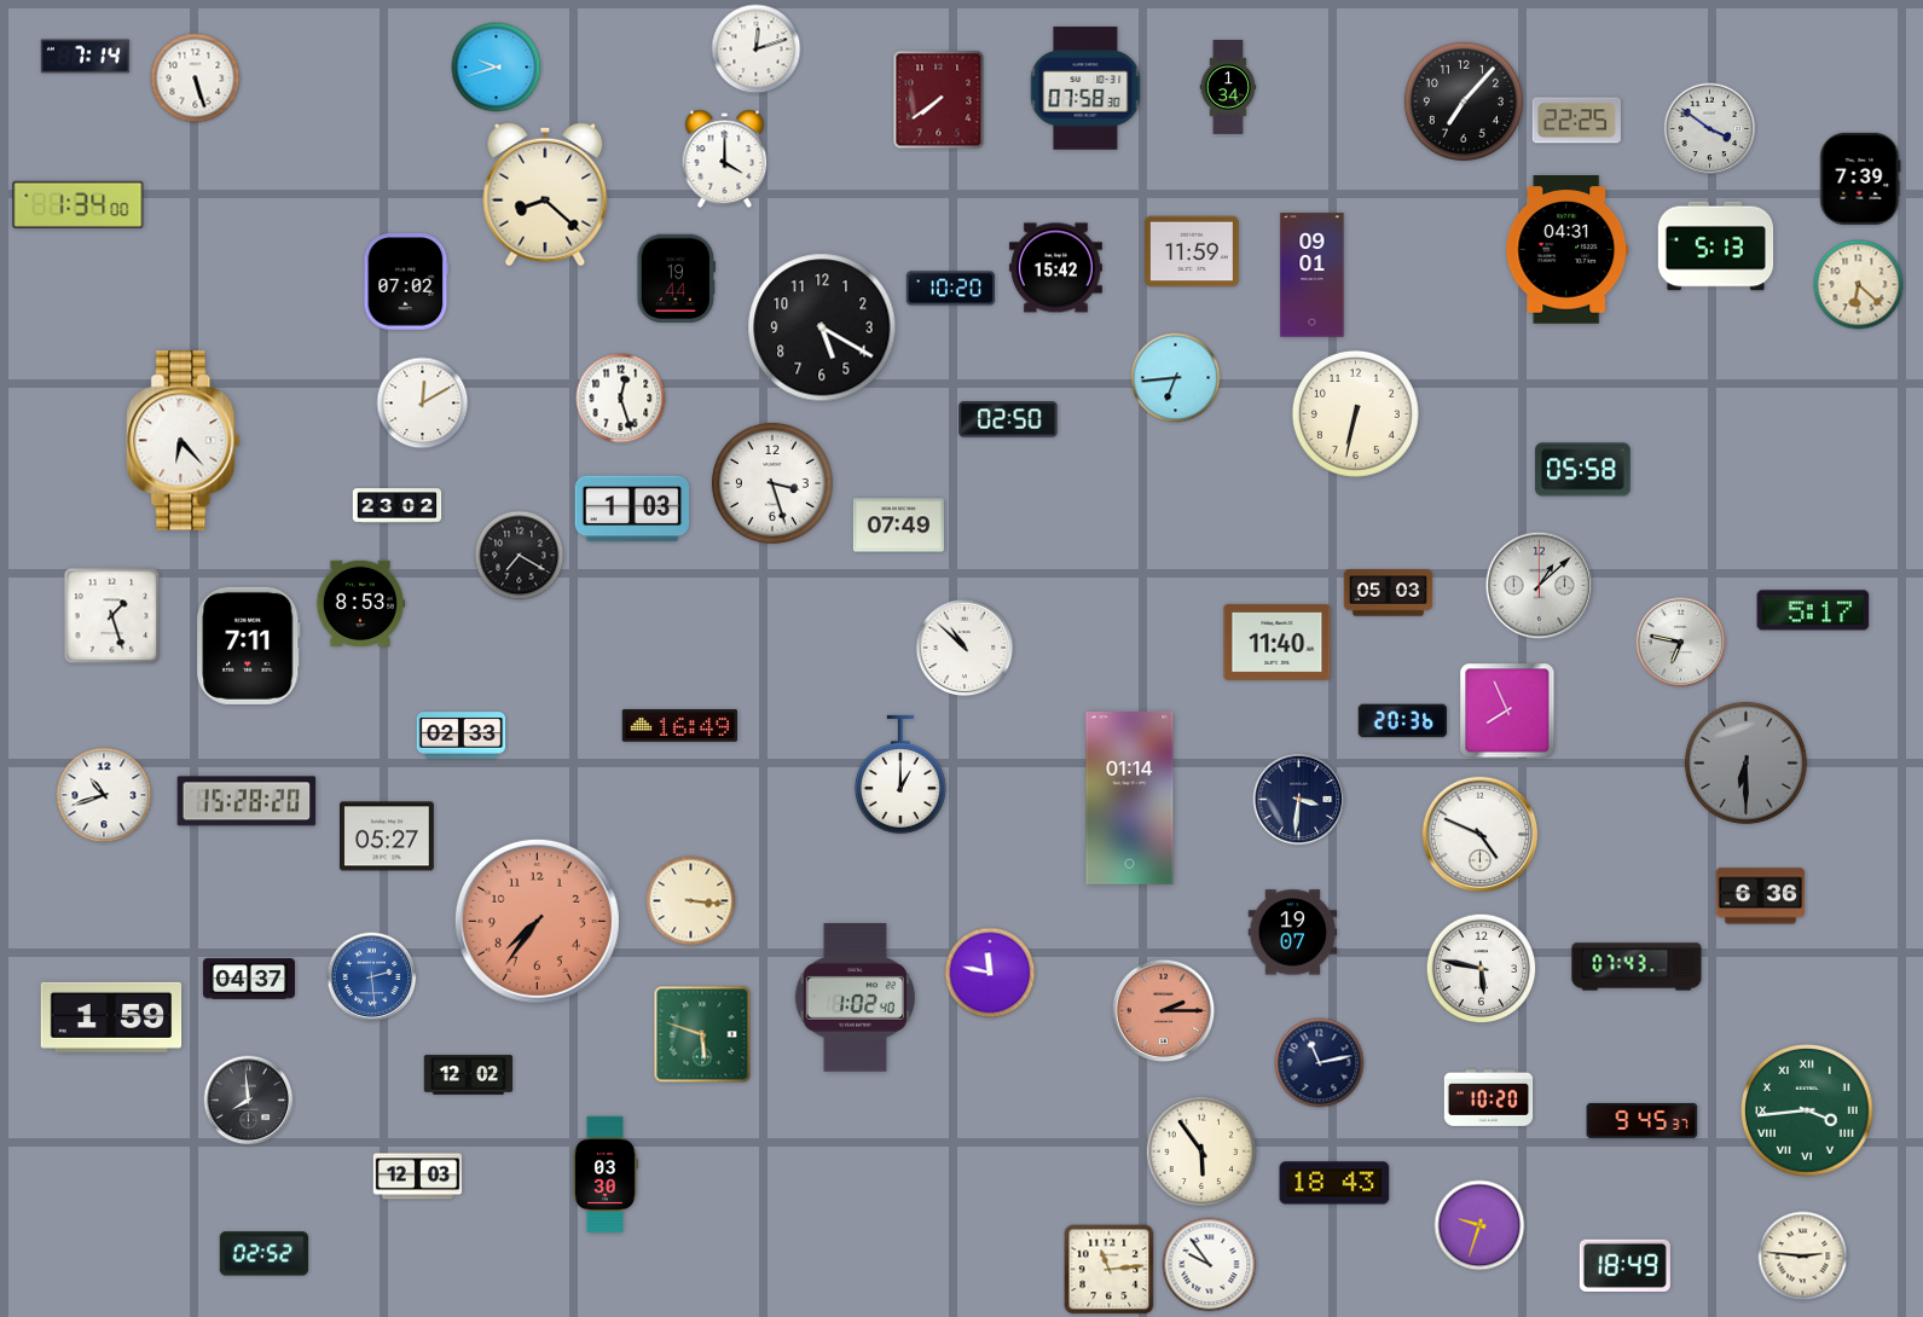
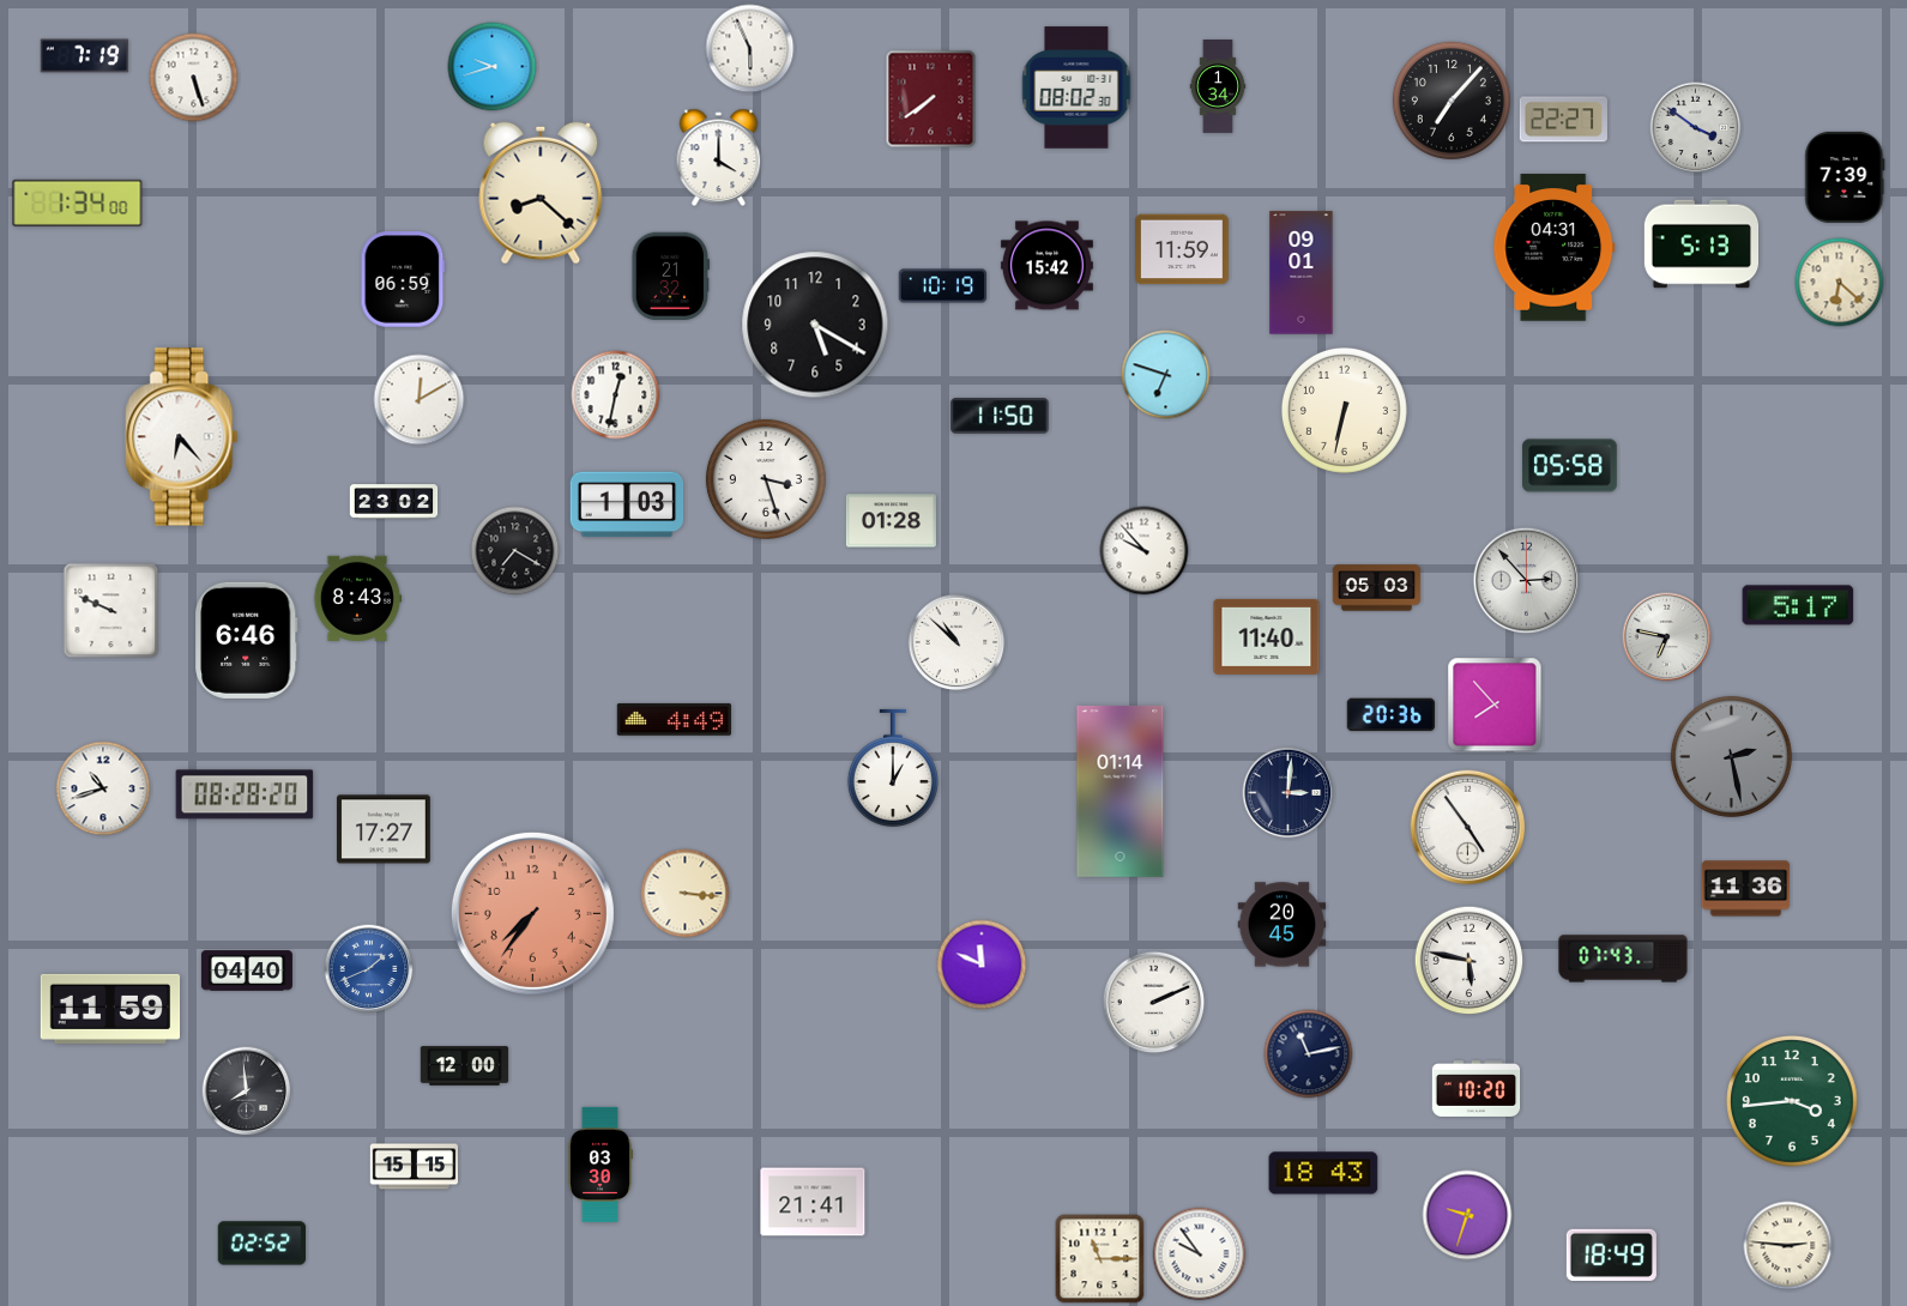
clock at (757, 50): 12:12 -> 5:56
clock at (86, 57): 7:14 -> 7:19
clock at (1085, 88): 07:58 -> 08:02
clock at (1576, 121): 22:25 -> 22:27
clock at (676, 279): 19:44 -> 21:32
clock at (406, 282): 07:02 -> 06:59
clock at (1859, 285) position: (1859, 285) -> (1840, 283)
clock at (951, 289): 10:20 -> 10:19
clock at (1176, 378): 6:44 -> 6:48
clock at (621, 399): 12:27 -> 12:32
clock at (1008, 419): 02:50 -> 11:50
clock at (898, 526): 07:49 -> 01:28
clock at (1145, 551): none -> 9:53
clock at (1540, 586): 1:08 -> 2:53
clock at (360, 603): 8:53 -> 8:43
clock at (112, 616): 1:27 -> 9:49
clock at (249, 645): 7:11 -> 6:46
clock at (1507, 710): 7:56 -> 7:53
clock at (679, 726): 16:49 -> 4:49
clock at (462, 736): 02:33 -> none
clock at (1745, 762): 6:30 -> 2:28
clock at (1299, 800): 3:31 -> 3:01
clock at (247, 801): 15:28 -> 08:28
clock at (1481, 835): 4:49 -> 4:54
clock at (388, 836): 05:27 -> 17:27
clock at (1761, 897): 6:36 -> 11:36
clock at (1293, 933): 19:07 -> 20:45
clock at (990, 973): 11:47 -> 11:49
clock at (372, 977): 2:29 -> 1:41
clock at (249, 979): 04:37 -> 04:40
clock at (855, 998): 1:02 -> none
clock at (1164, 1011): 2:15 -> 2:11
clock at (1164, 1011) dial: salmon -> white
clock at (111, 1017): 1:59 -> 11:59
clock at (702, 1034): 5:48 -> none
clock at (469, 1075): 12:02 -> 12:00
clock at (1808, 1112) numerals: Roman -> Arabic
clock at (1643, 1120): 9:45 -> none
clock at (1201, 1151): 5:54 -> none
clock at (418, 1177): 12:03 -> 15:15
clock at (813, 1202): none -> 21:41
clock at (1110, 1270): 11:14 -> 11:15
